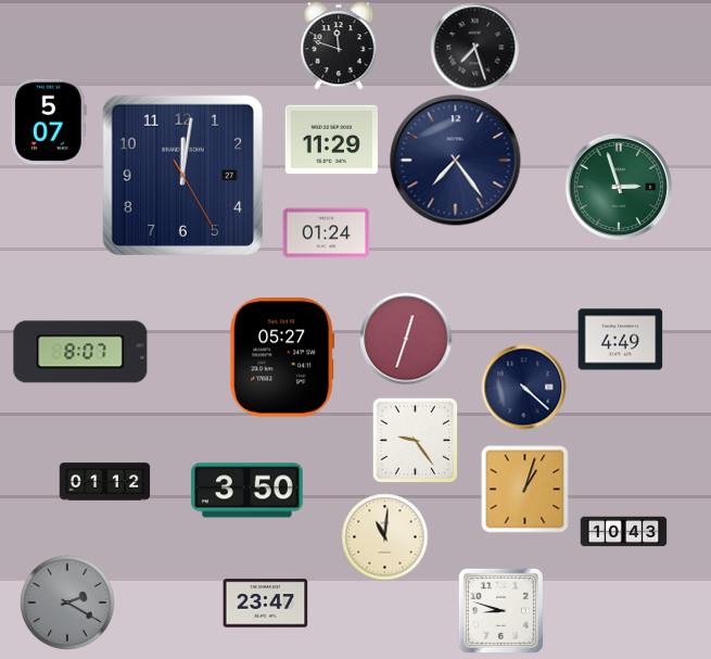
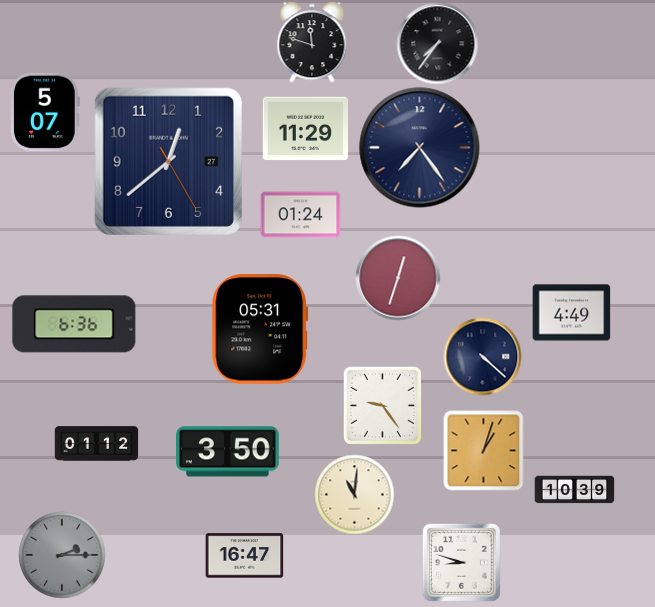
clock at (474, 47): 7:27 -> 7:36
clock at (182, 175): 12:01 -> 12:38
clock at (619, 187): 2:57 -> none
clock at (406, 339) position: (406, 339) -> (398, 278)
clock at (80, 352): 8:07 -> 6:36
clock at (282, 357): 05:27 -> 05:31
clock at (623, 532): 10:43 -> 10:39
clock at (67, 603): 2:20 -> 2:15
clock at (265, 604): 23:47 -> 16:47
